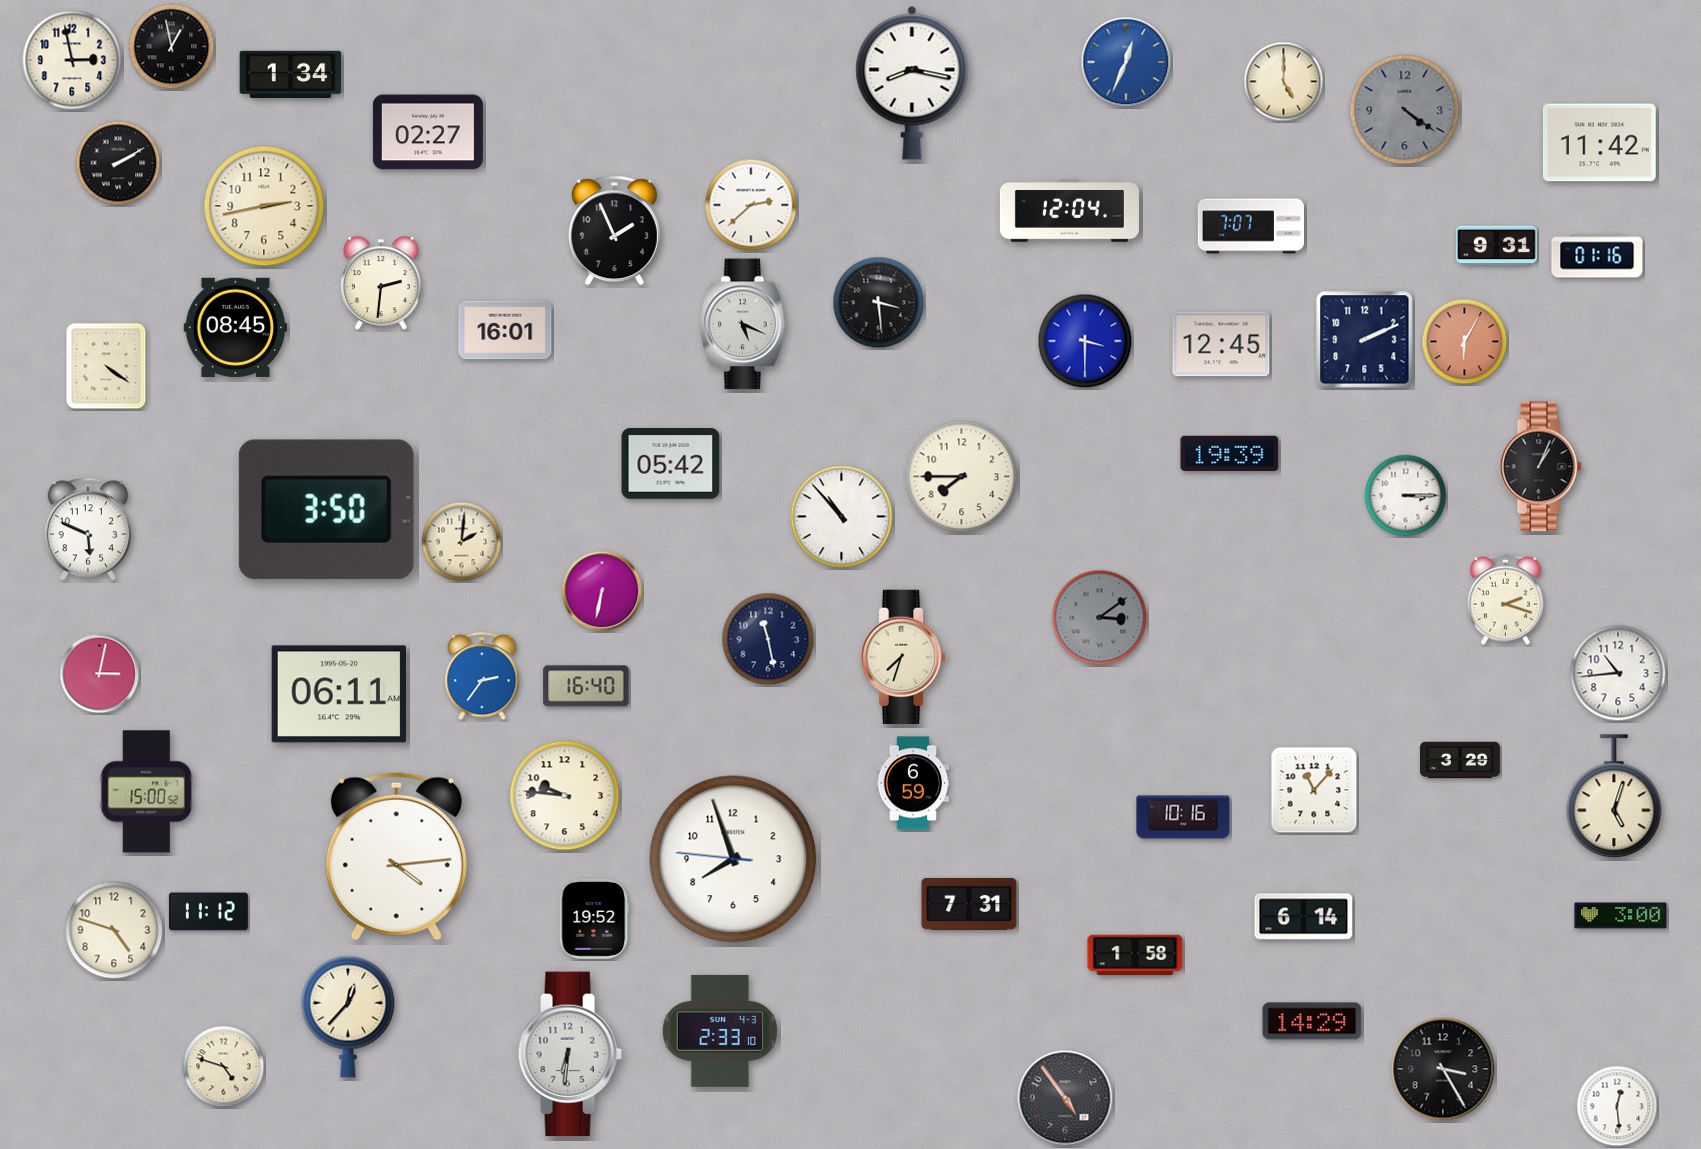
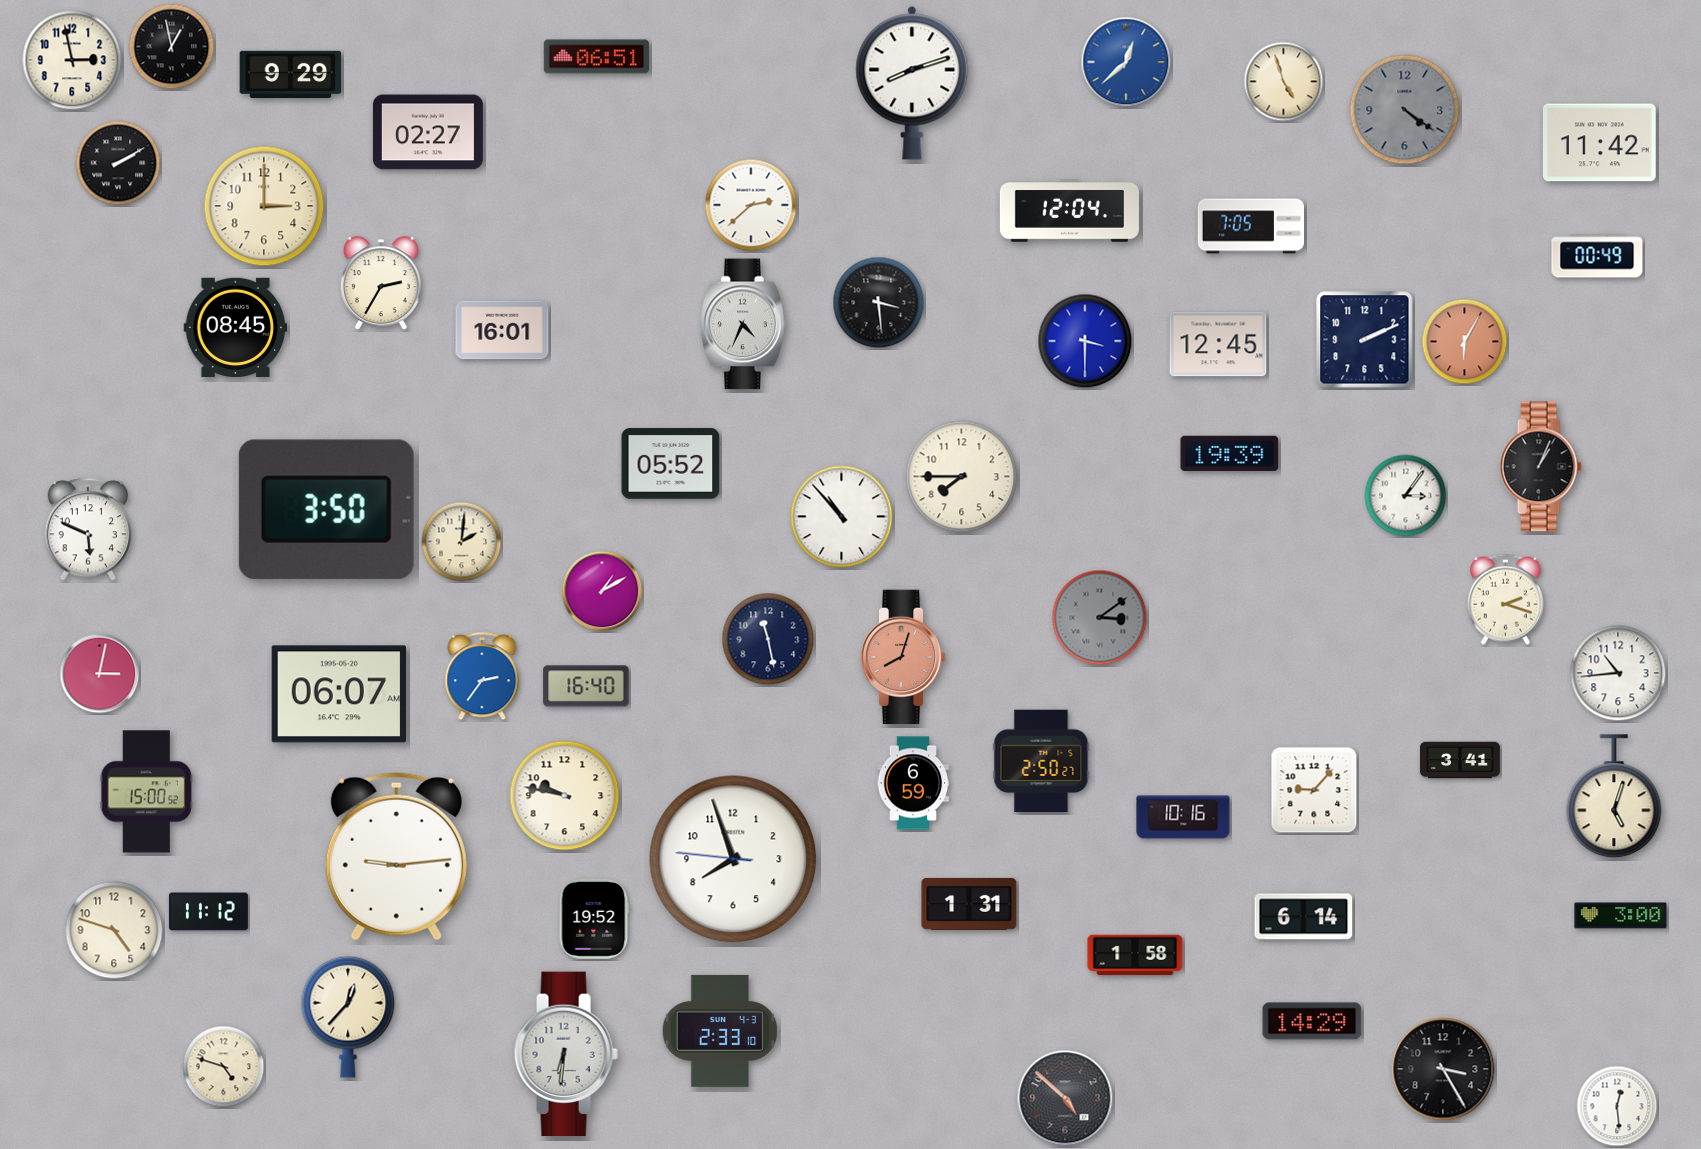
clock at (596, 57): none -> 06:51
clock at (1126, 62): 12:34 -> 12:38
clock at (291, 74): 1:34 -> 9:29
clock at (1284, 82): 5:00 -> 4:57
clock at (912, 83): 8:17 -> 8:12
clock at (264, 206): 2:43 -> 3:00
clock at (1250, 226): 7:07 -> 7:05
clock at (614, 231): 1:56 -> none
clock at (1497, 246): 9:31 -> none
clock at (1597, 256): 01:16 -> 00:49
clock at (381, 284): 2:31 -> 2:35
clock at (744, 324): 5:19 -> 4:34
clock at (505, 330) position: (505, 330) -> (502, 330)
clock at (1221, 344) position: (1221, 344) -> (1218, 344)
clock at (106, 366): 4:21 -> none
clock at (671, 464): 05:42 -> 05:52
clock at (1406, 496): 3:15 -> 3:06
clock at (602, 591): 6:32 -> 1:10
clock at (903, 657): 7:33 -> 8:03
clock at (903, 657) dial: cream -> salmon
clock at (338, 694): 06:11 -> 06:07
clock at (1461, 760): 3:29 -> 3:41
clock at (1041, 761): none -> 2:50
clock at (1314, 790): 11:07 -> 9:07
clock at (565, 796): 9:46 -> 9:47
clock at (396, 857): 4:14 -> 9:14
clock at (969, 904): 7:31 -> 1:31
clock at (570, 1054) position: (570, 1054) -> (566, 1054)
clock at (1065, 1098): 4:54 -> 4:52
